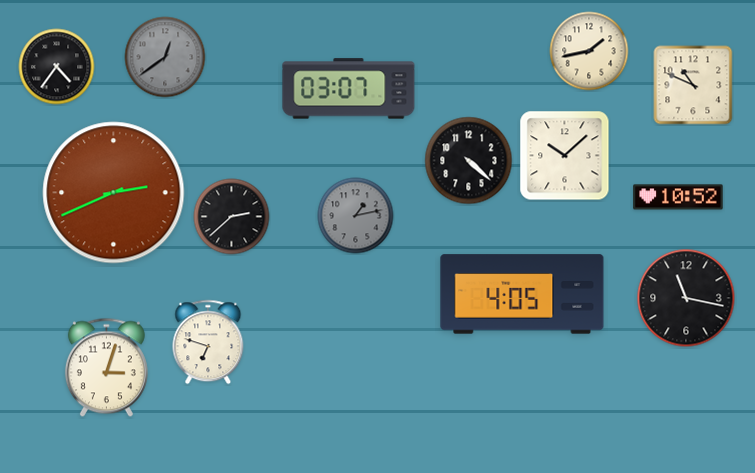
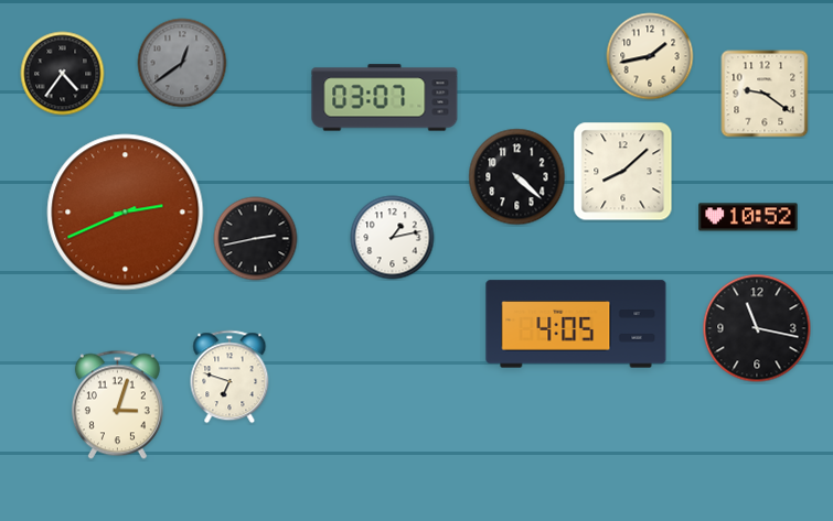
clock at (693, 85): 10:49 -> 9:21
clock at (565, 156): 10:08 -> 8:08
clock at (356, 216) dial: grey -> white
clock at (232, 217): 2:38 -> 2:43
